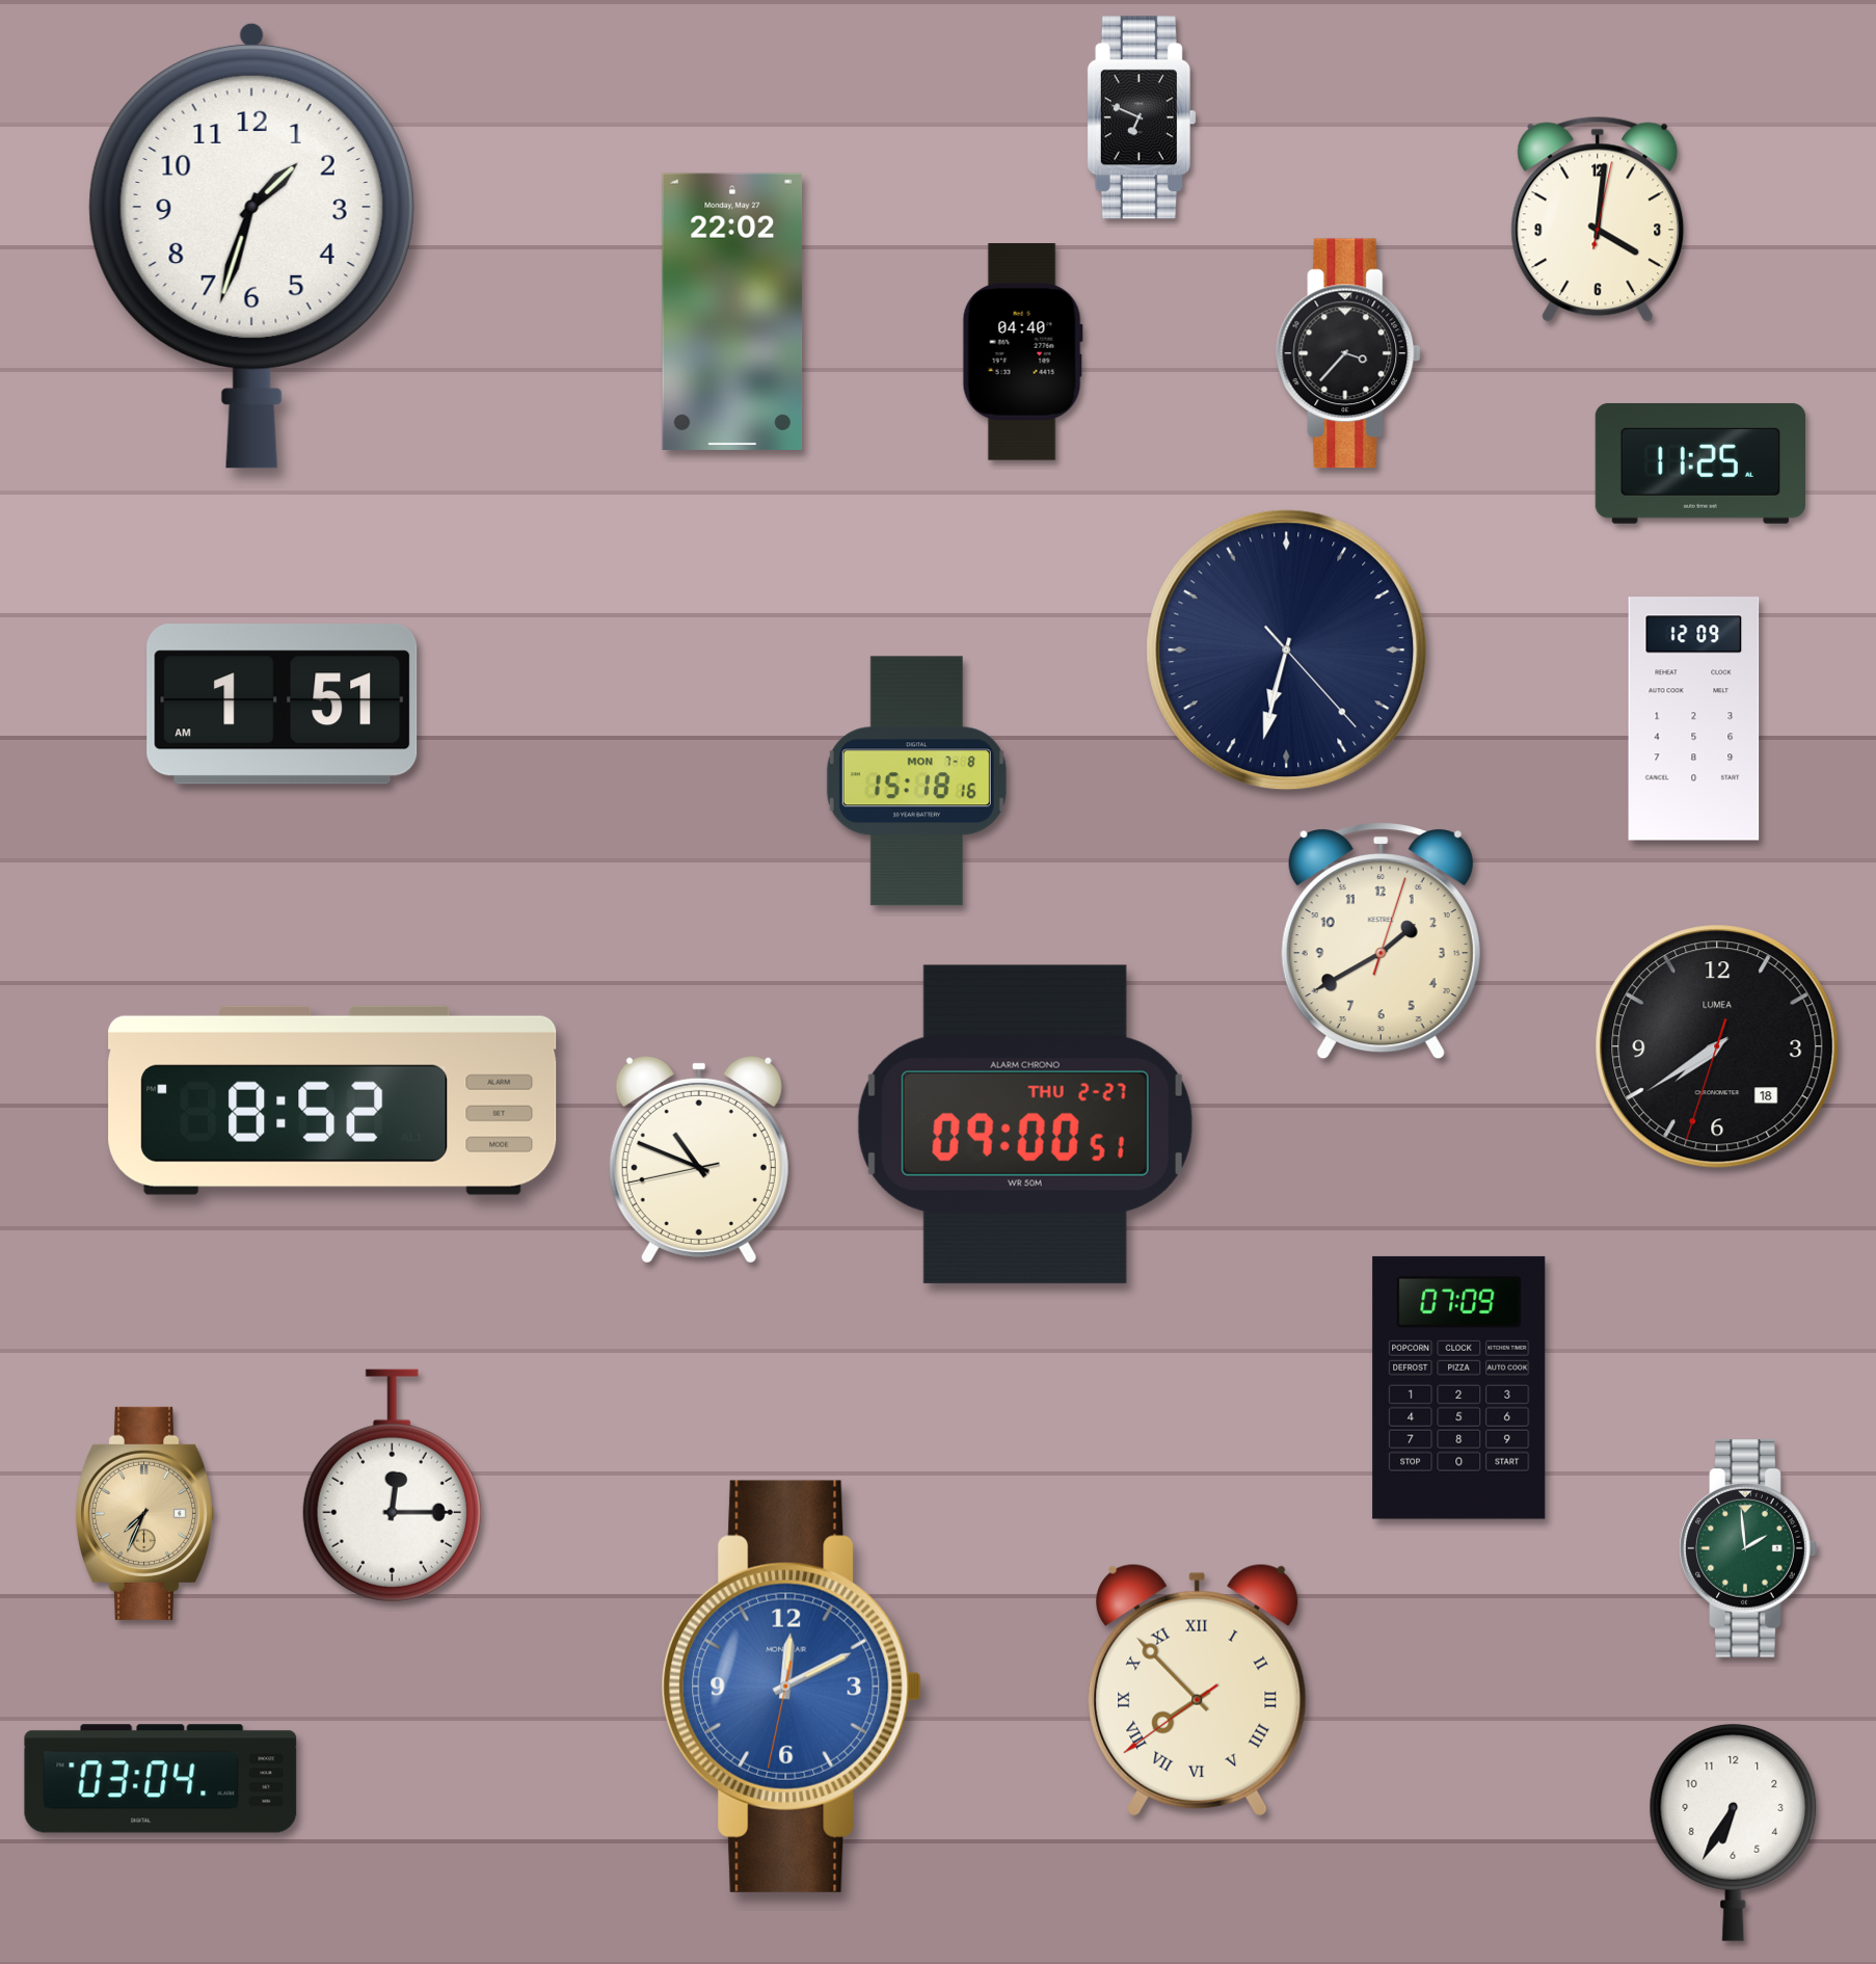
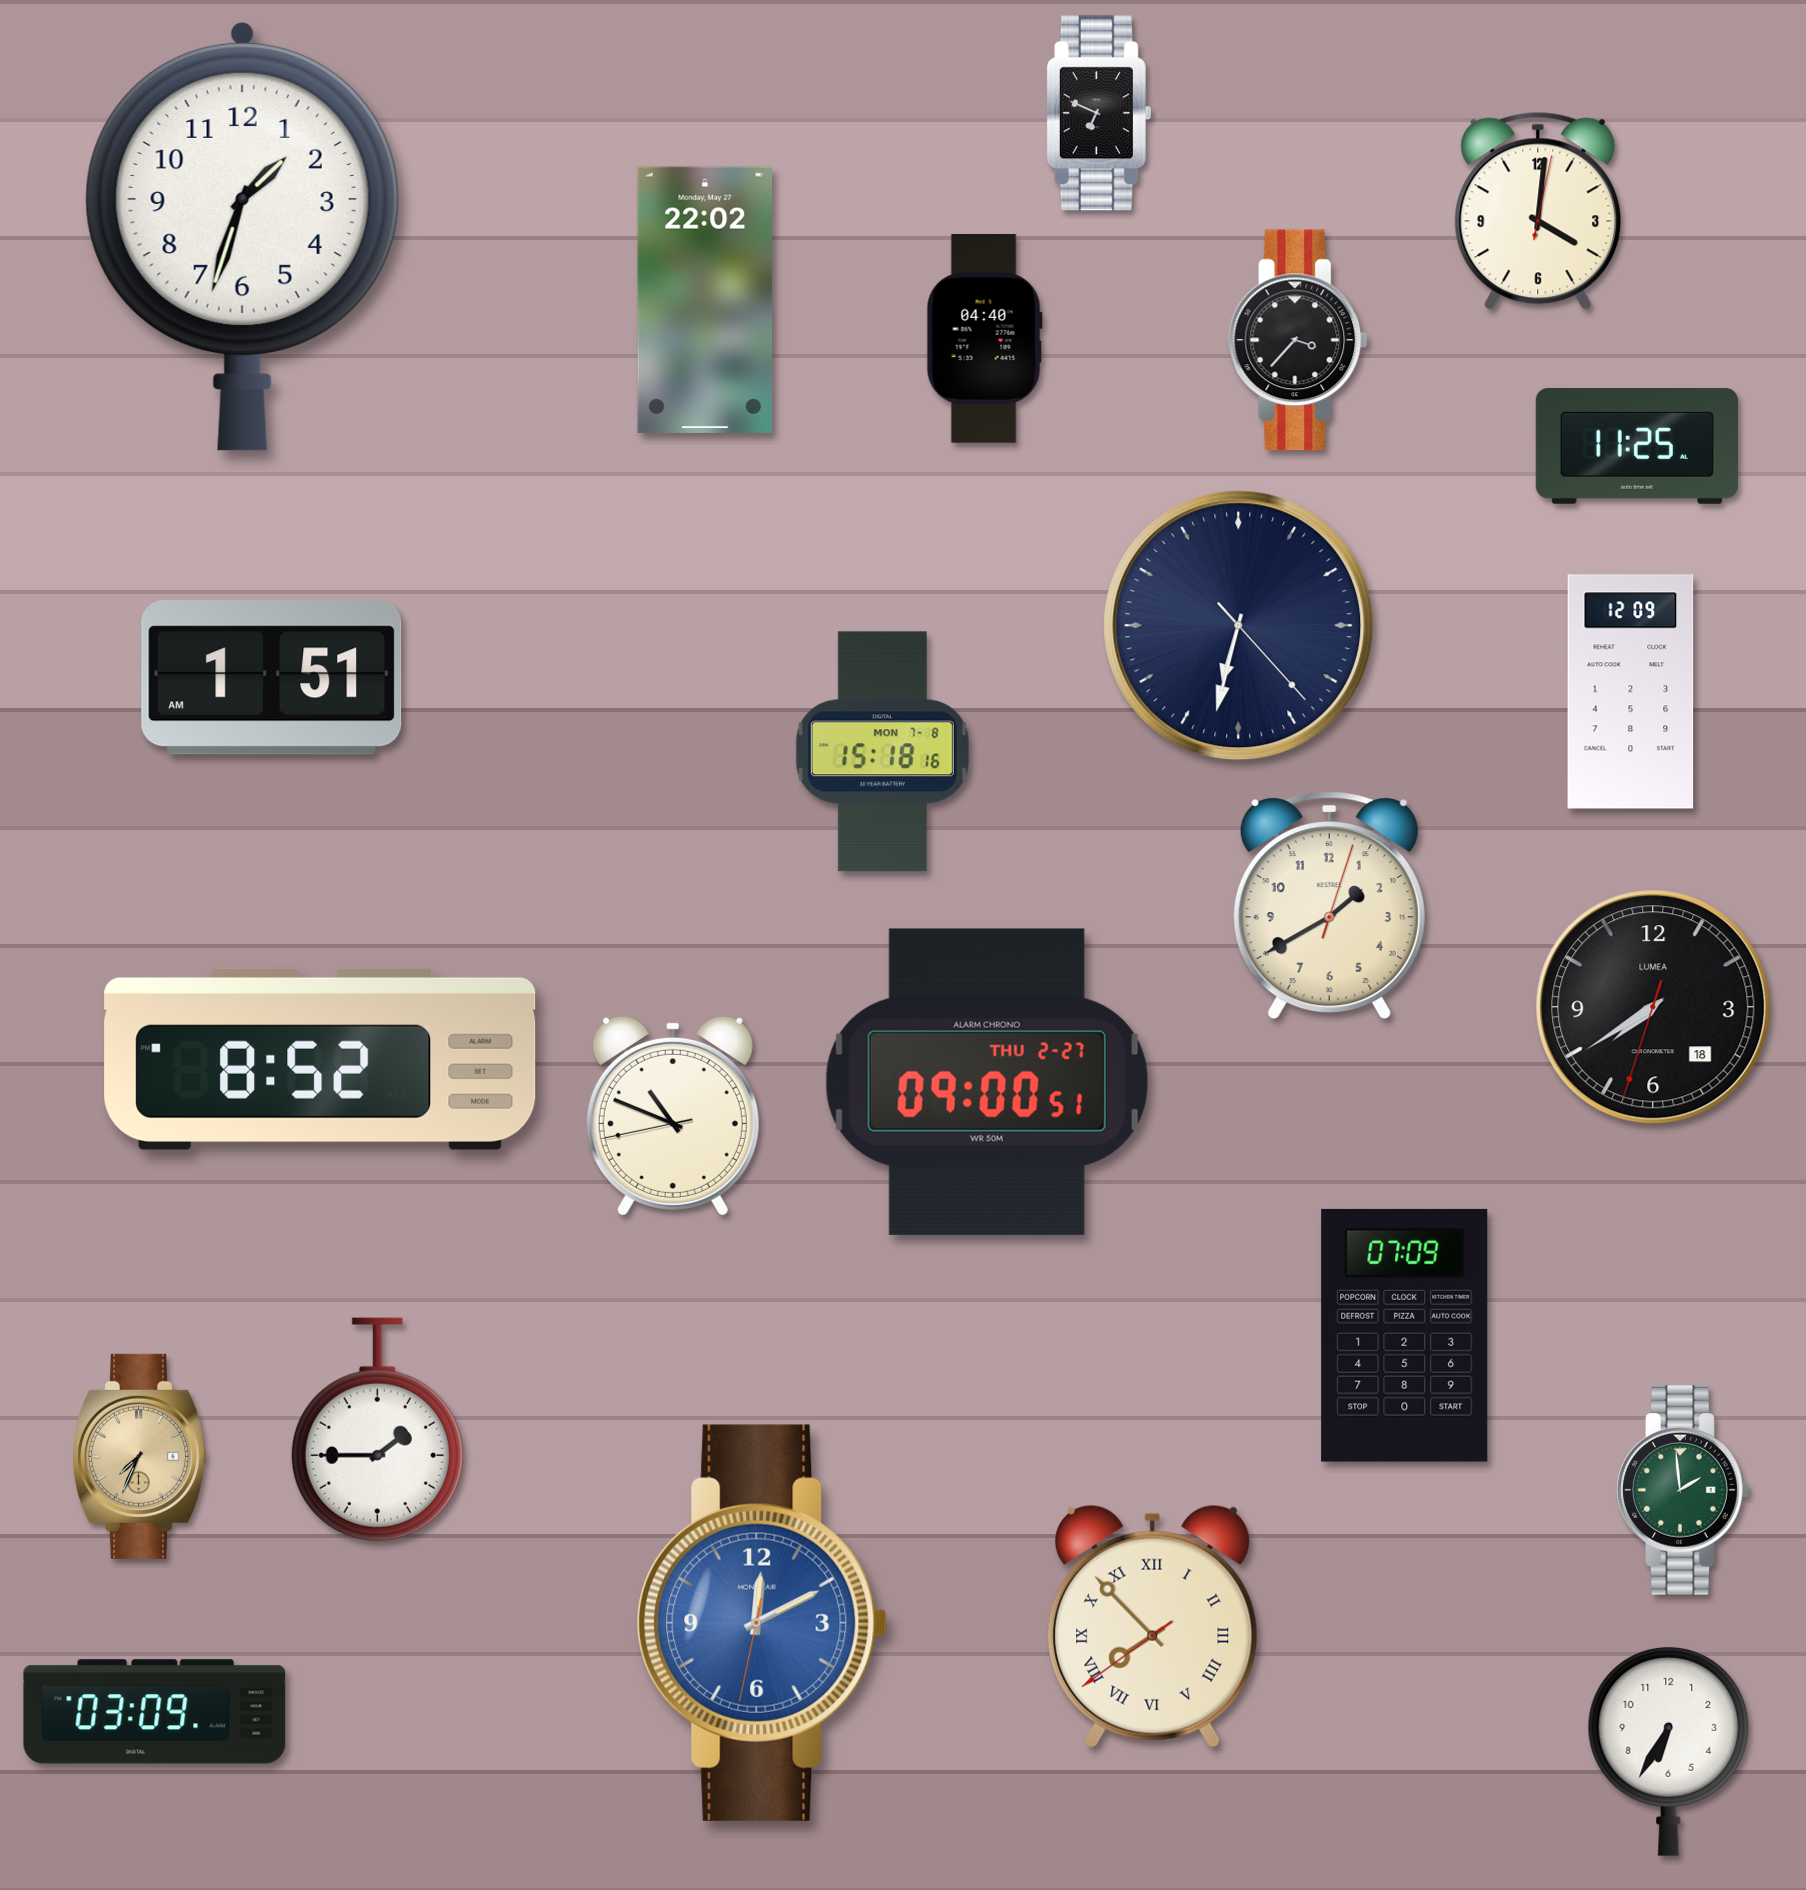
clock at (392, 1486): 12:15 -> 1:45
clock at (161, 1779): 03:04 -> 03:09
clock at (1734, 1832) position: (1734, 1832) -> (1669, 1751)
